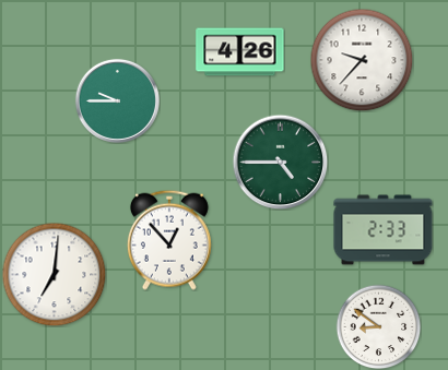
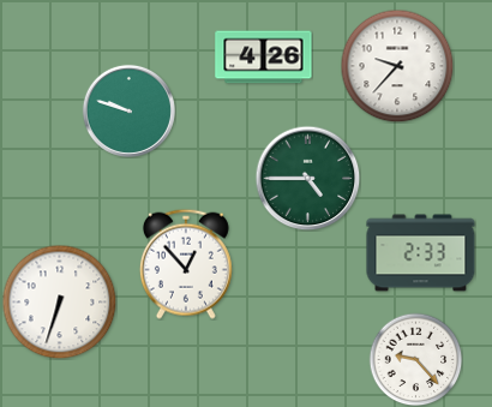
clock at (117, 100): 9:45 -> 9:48
clock at (54, 274): 7:01 -> 6:33
clock at (378, 326): 8:51 -> 9:23
